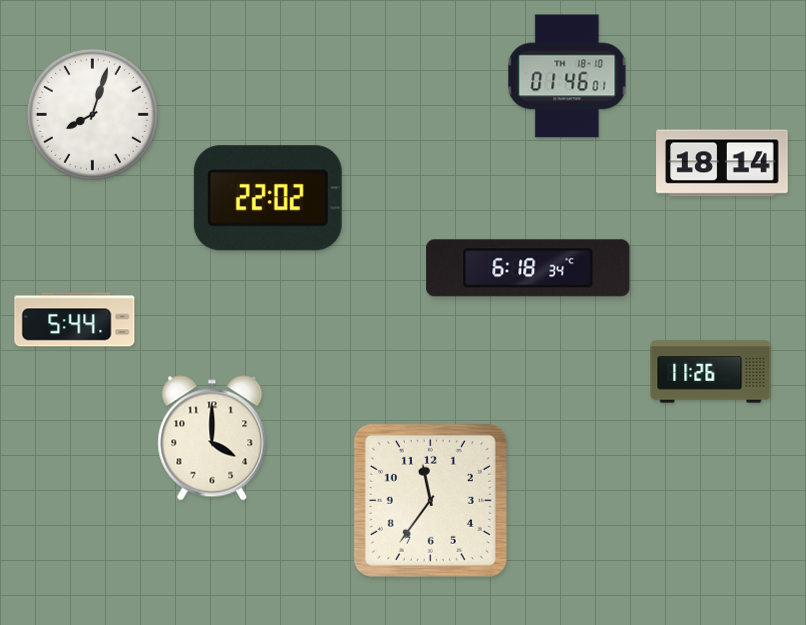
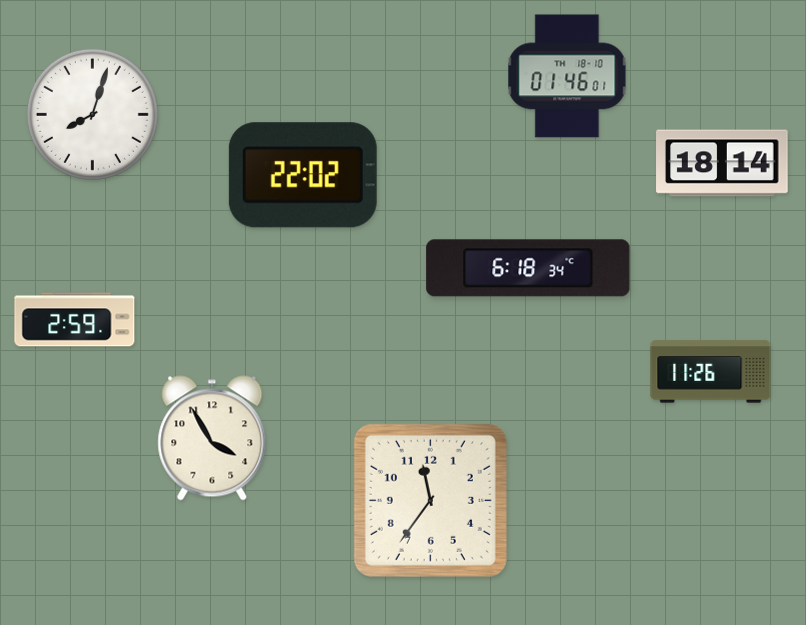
clock at (268, 198) position: (268, 198) -> (303, 175)
clock at (75, 320): 5:44 -> 2:59
clock at (212, 438): 4:00 -> 3:55
